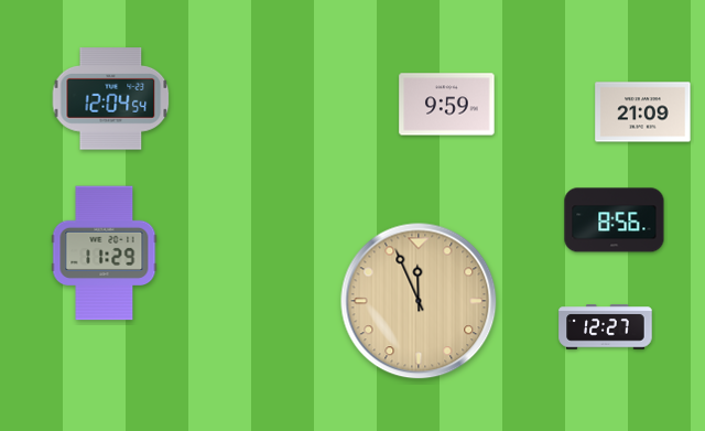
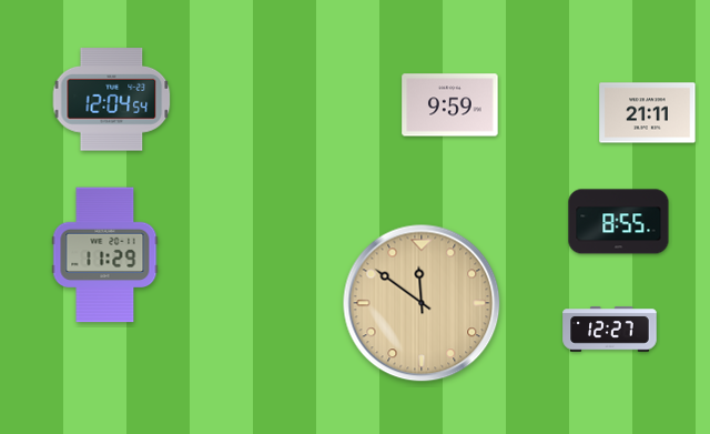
clock at (643, 112): 21:09 -> 21:11
clock at (615, 220): 8:56 -> 8:55
clock at (419, 301): 11:56 -> 11:51
